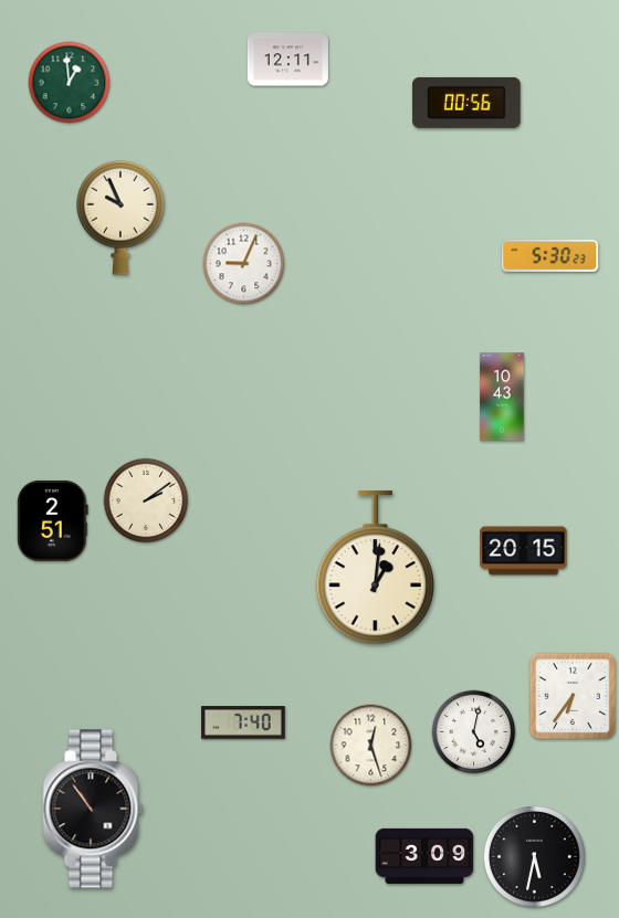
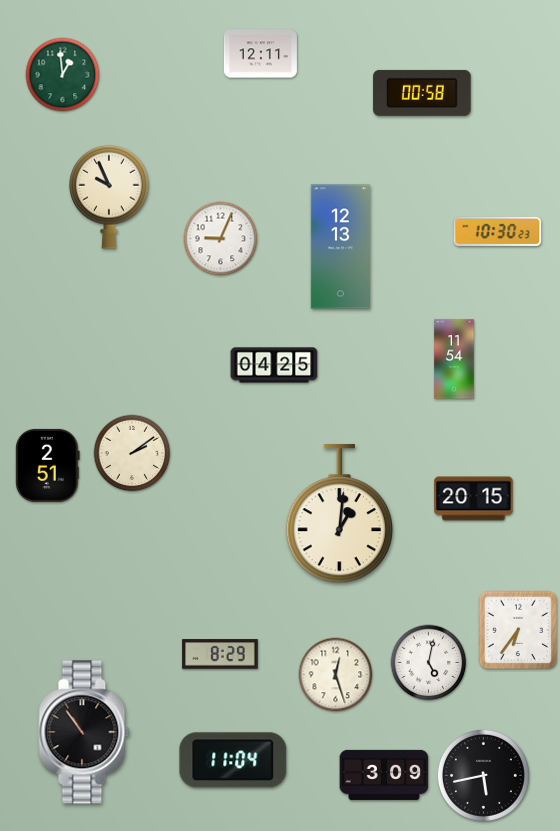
clock at (466, 103): 00:56 -> 00:58
clock at (550, 255): 5:30 -> 10:30
clock at (340, 247): none -> 12:13
clock at (502, 397): 10:43 -> 11:54
clock at (274, 365): none -> 04:25
clock at (53, 520) position: (53, 520) -> (48, 465)
clock at (243, 722): 7:40 -> 8:29
clock at (233, 760): none -> 11:04
clock at (534, 856): 5:32 -> 5:43
